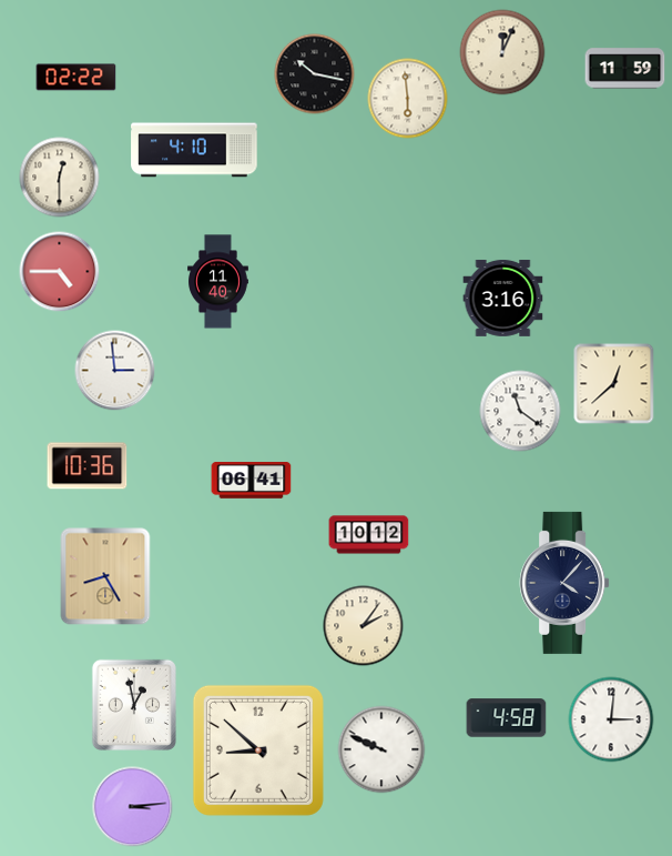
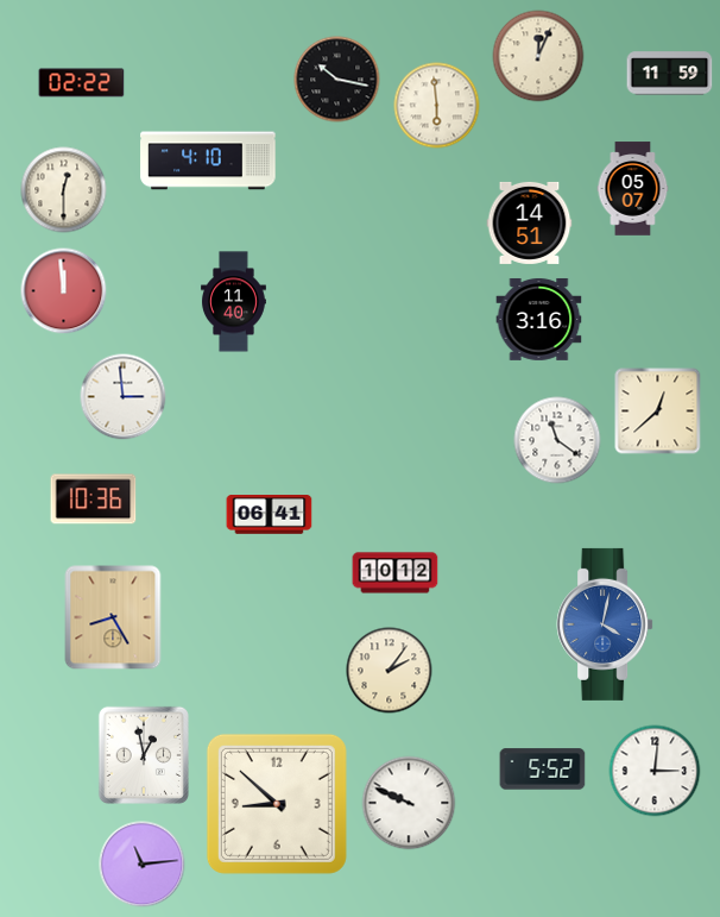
clock at (633, 189): none -> 05:07
clock at (530, 222): none -> 14:51
clock at (60, 272): 4:45 -> 11:59
clock at (564, 583): 4:07 -> 4:02
clock at (564, 583) dial: navy -> blue
clock at (507, 718): 4:58 -> 5:52
clock at (133, 807): 3:14 -> 11:14
